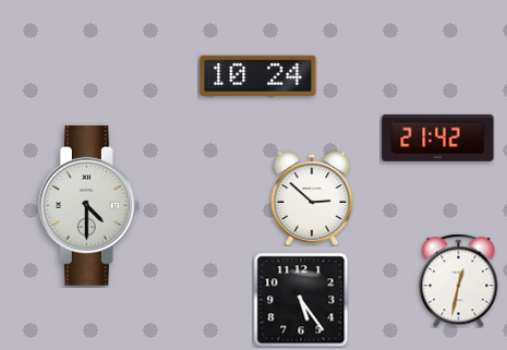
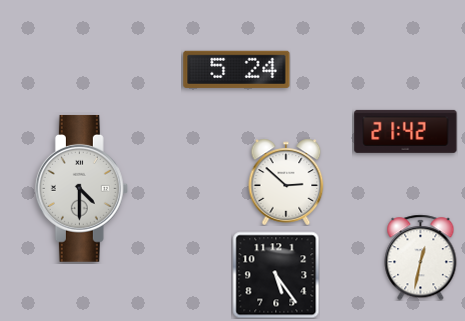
clock at (258, 75): 10:24 -> 5:24
clock at (438, 137) position: (438, 137) -> (406, 131)
